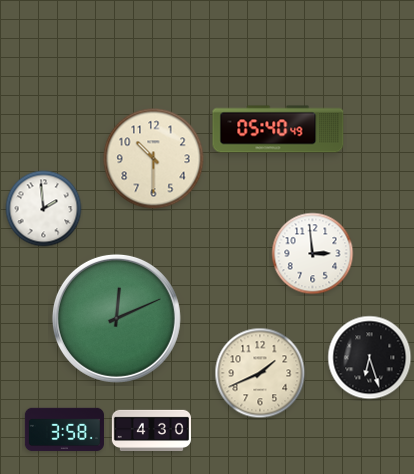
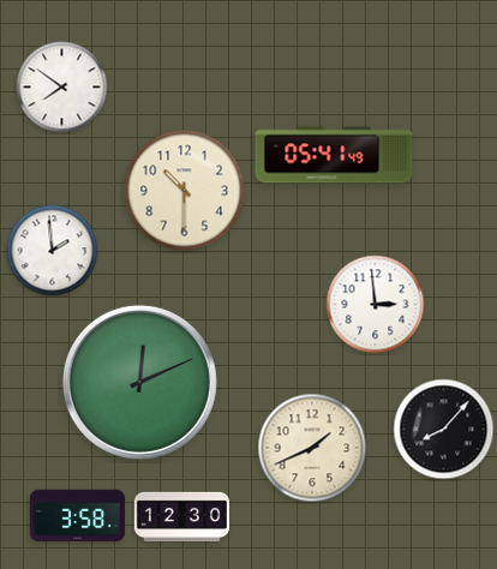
clock at (62, 88): none -> 7:51
clock at (278, 129): 05:40 -> 05:41
clock at (370, 358): 6:27 -> 8:07
clock at (151, 430): 4:30 -> 12:30
